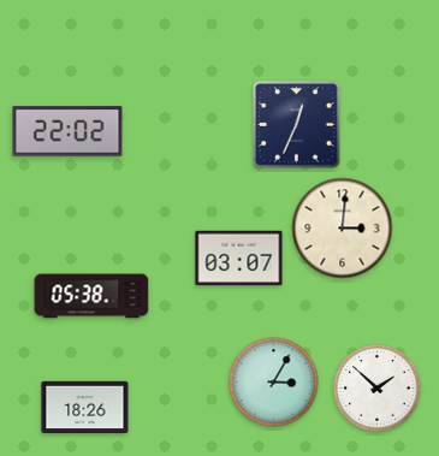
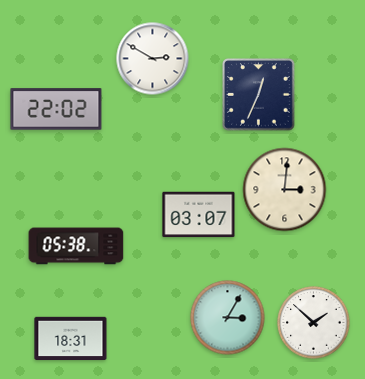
clock at (153, 59): none -> 2:50
clock at (297, 125) position: (297, 125) -> (259, 95)
clock at (85, 408): 18:26 -> 18:31
